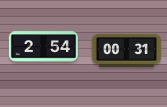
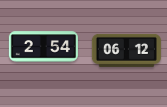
clock at (126, 50): 00:31 -> 06:12
